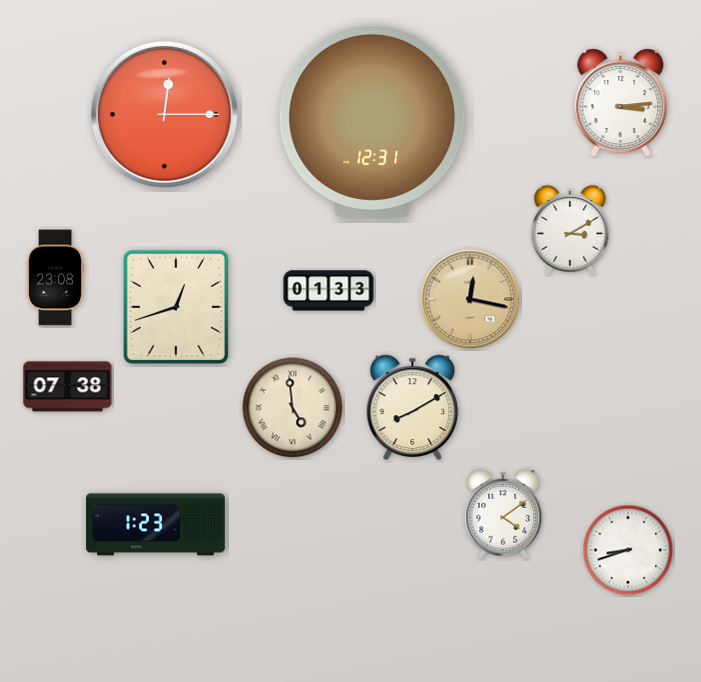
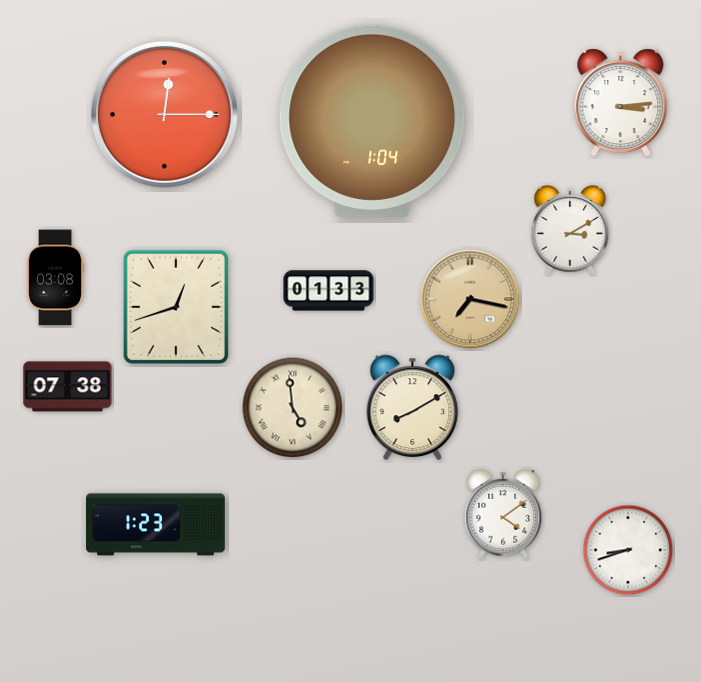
clock at (372, 121): 12:31 -> 1:04
clock at (55, 278): 23:08 -> 03:08
clock at (470, 299): 12:17 -> 7:17
